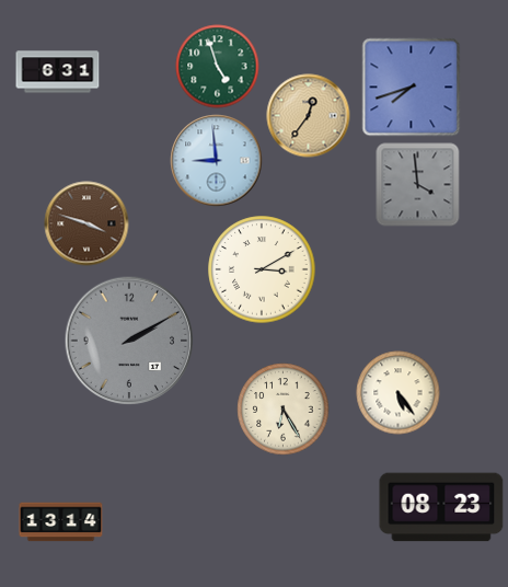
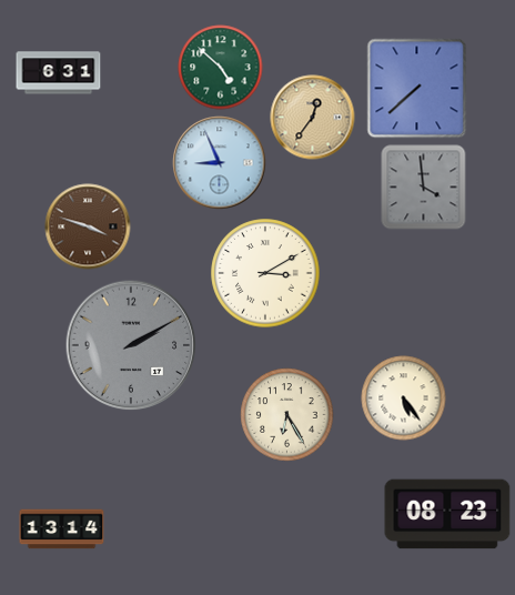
clock at (218, 67): 4:57 -> 4:52
clock at (412, 88): 7:42 -> 7:38
clock at (217, 161): 8:59 -> 8:56
